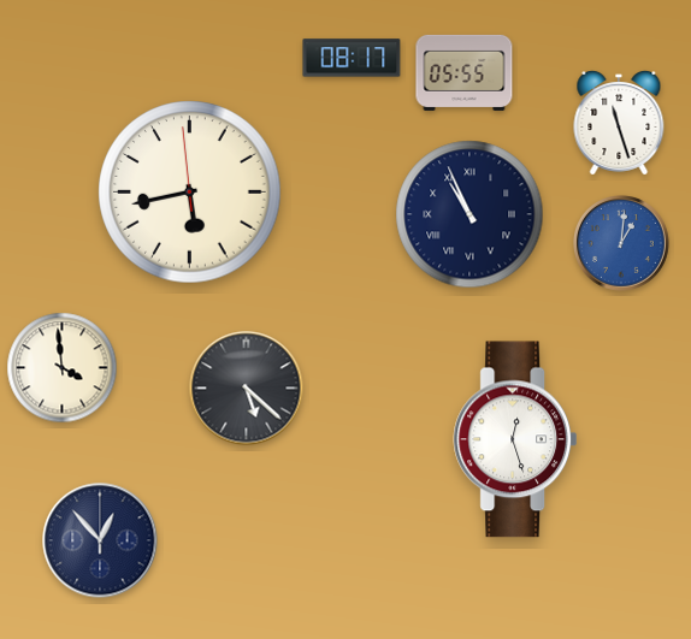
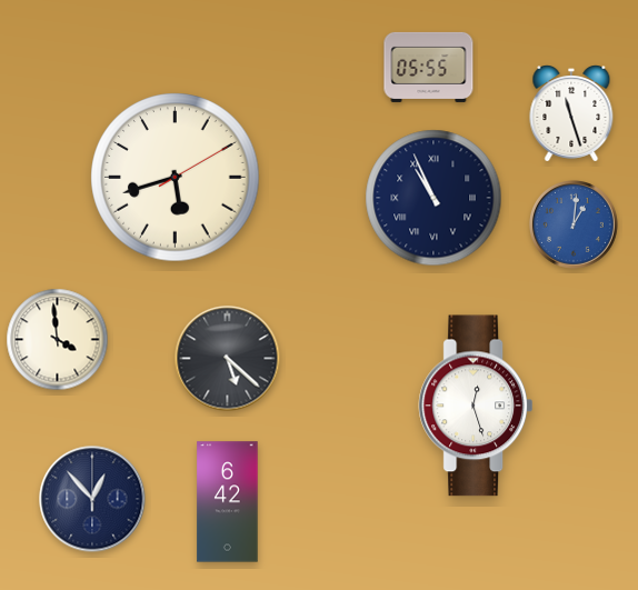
clock at (352, 58): 08:17 -> none
clock at (190, 193): 5:42:59 -> 5:42:10
clock at (228, 502): none -> 6:42
